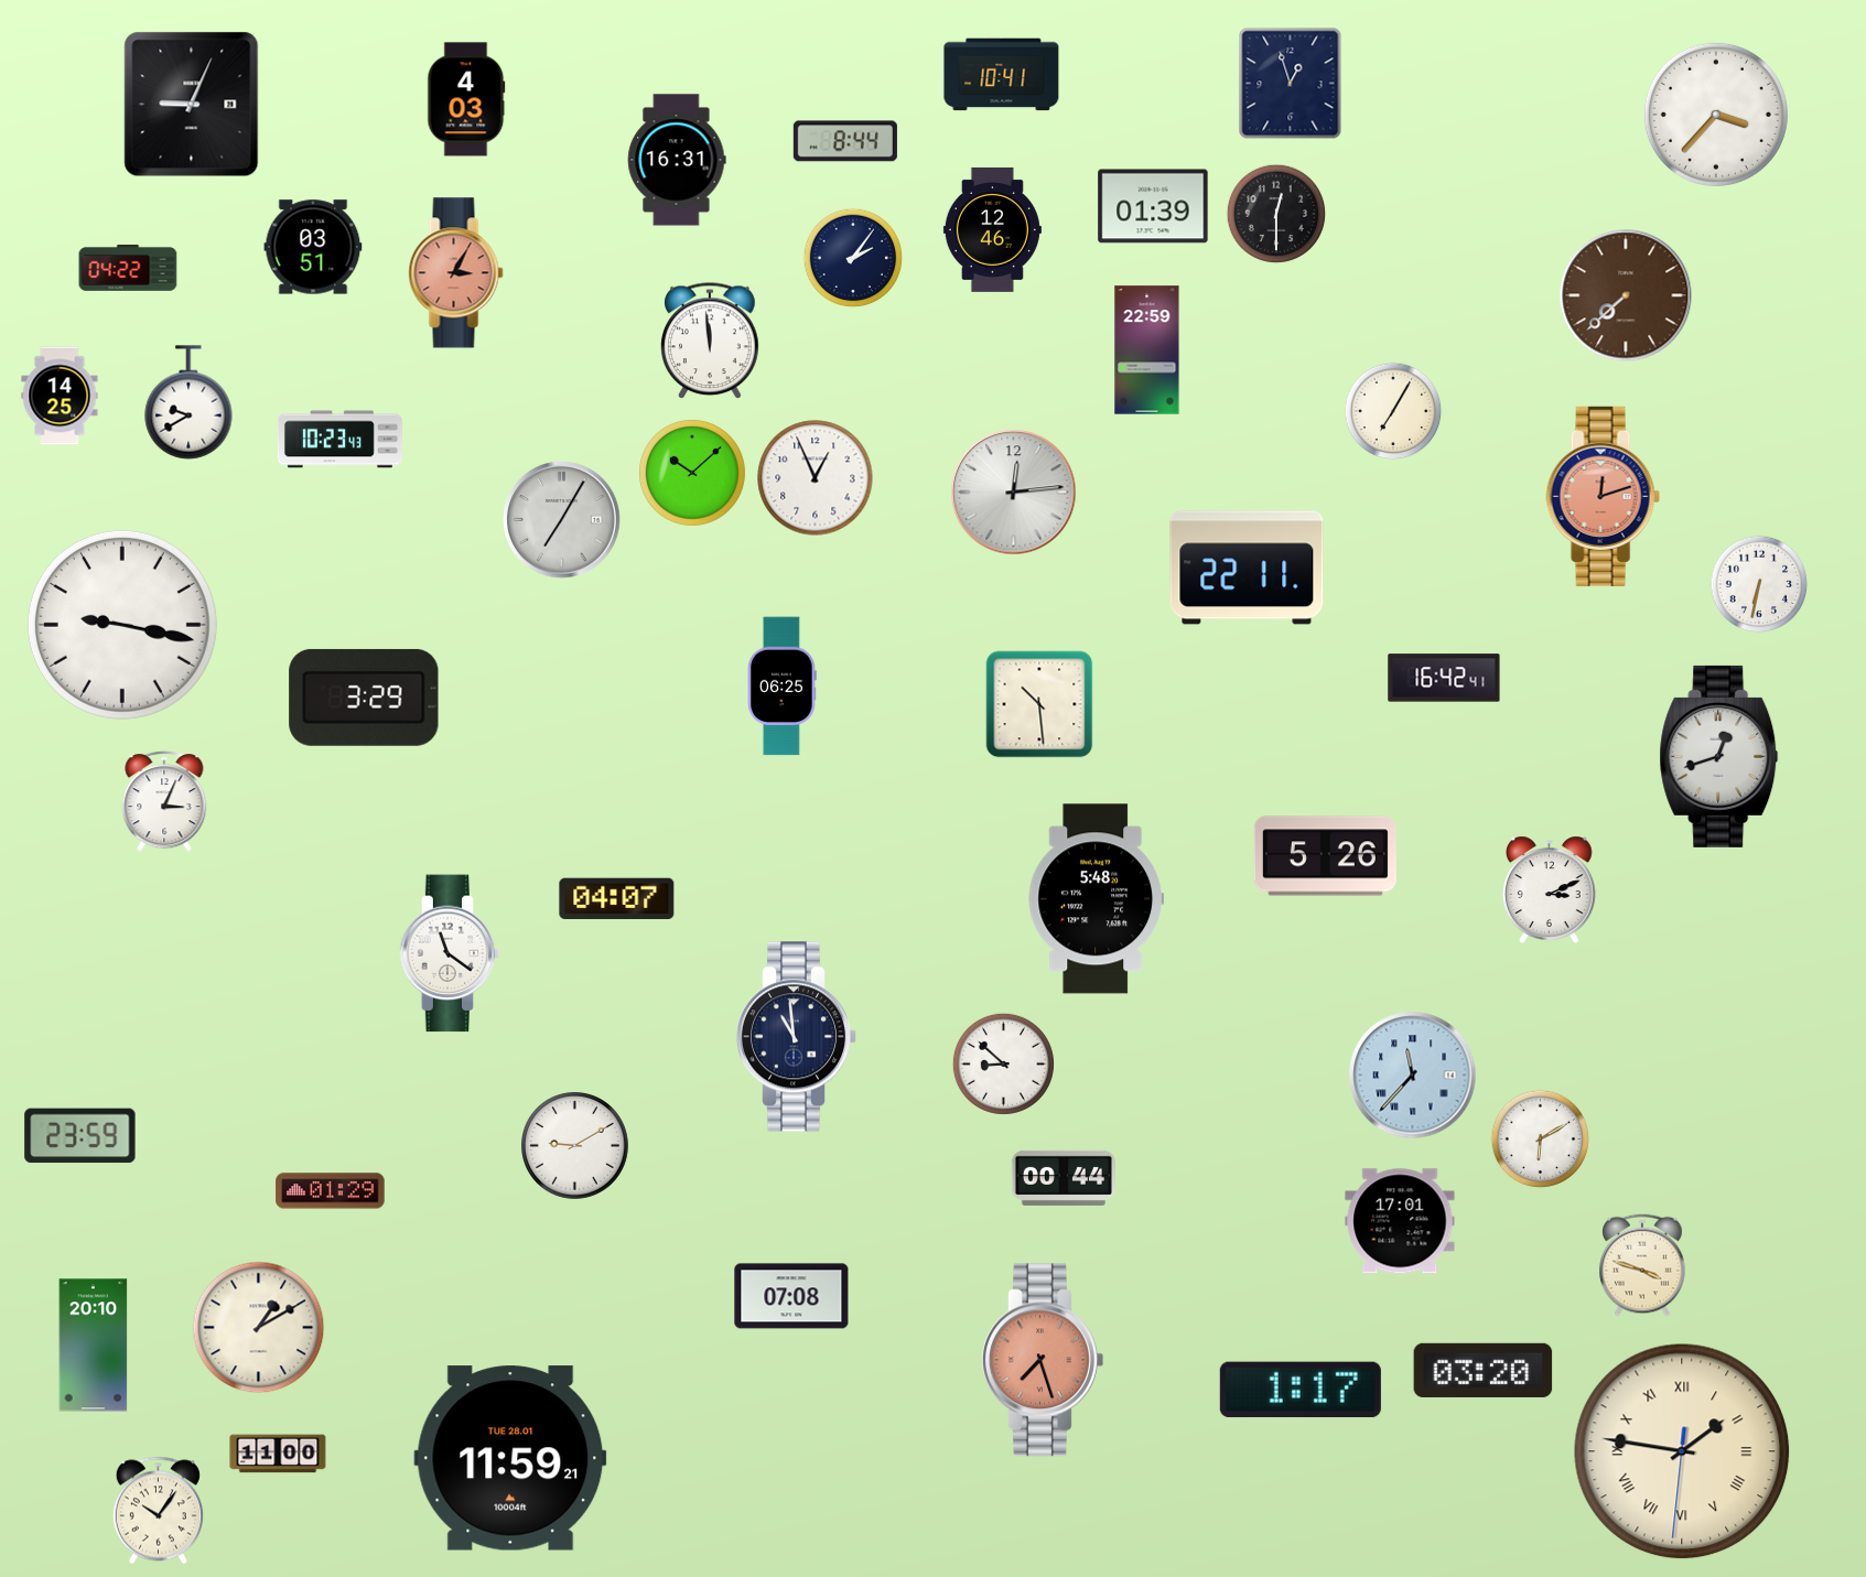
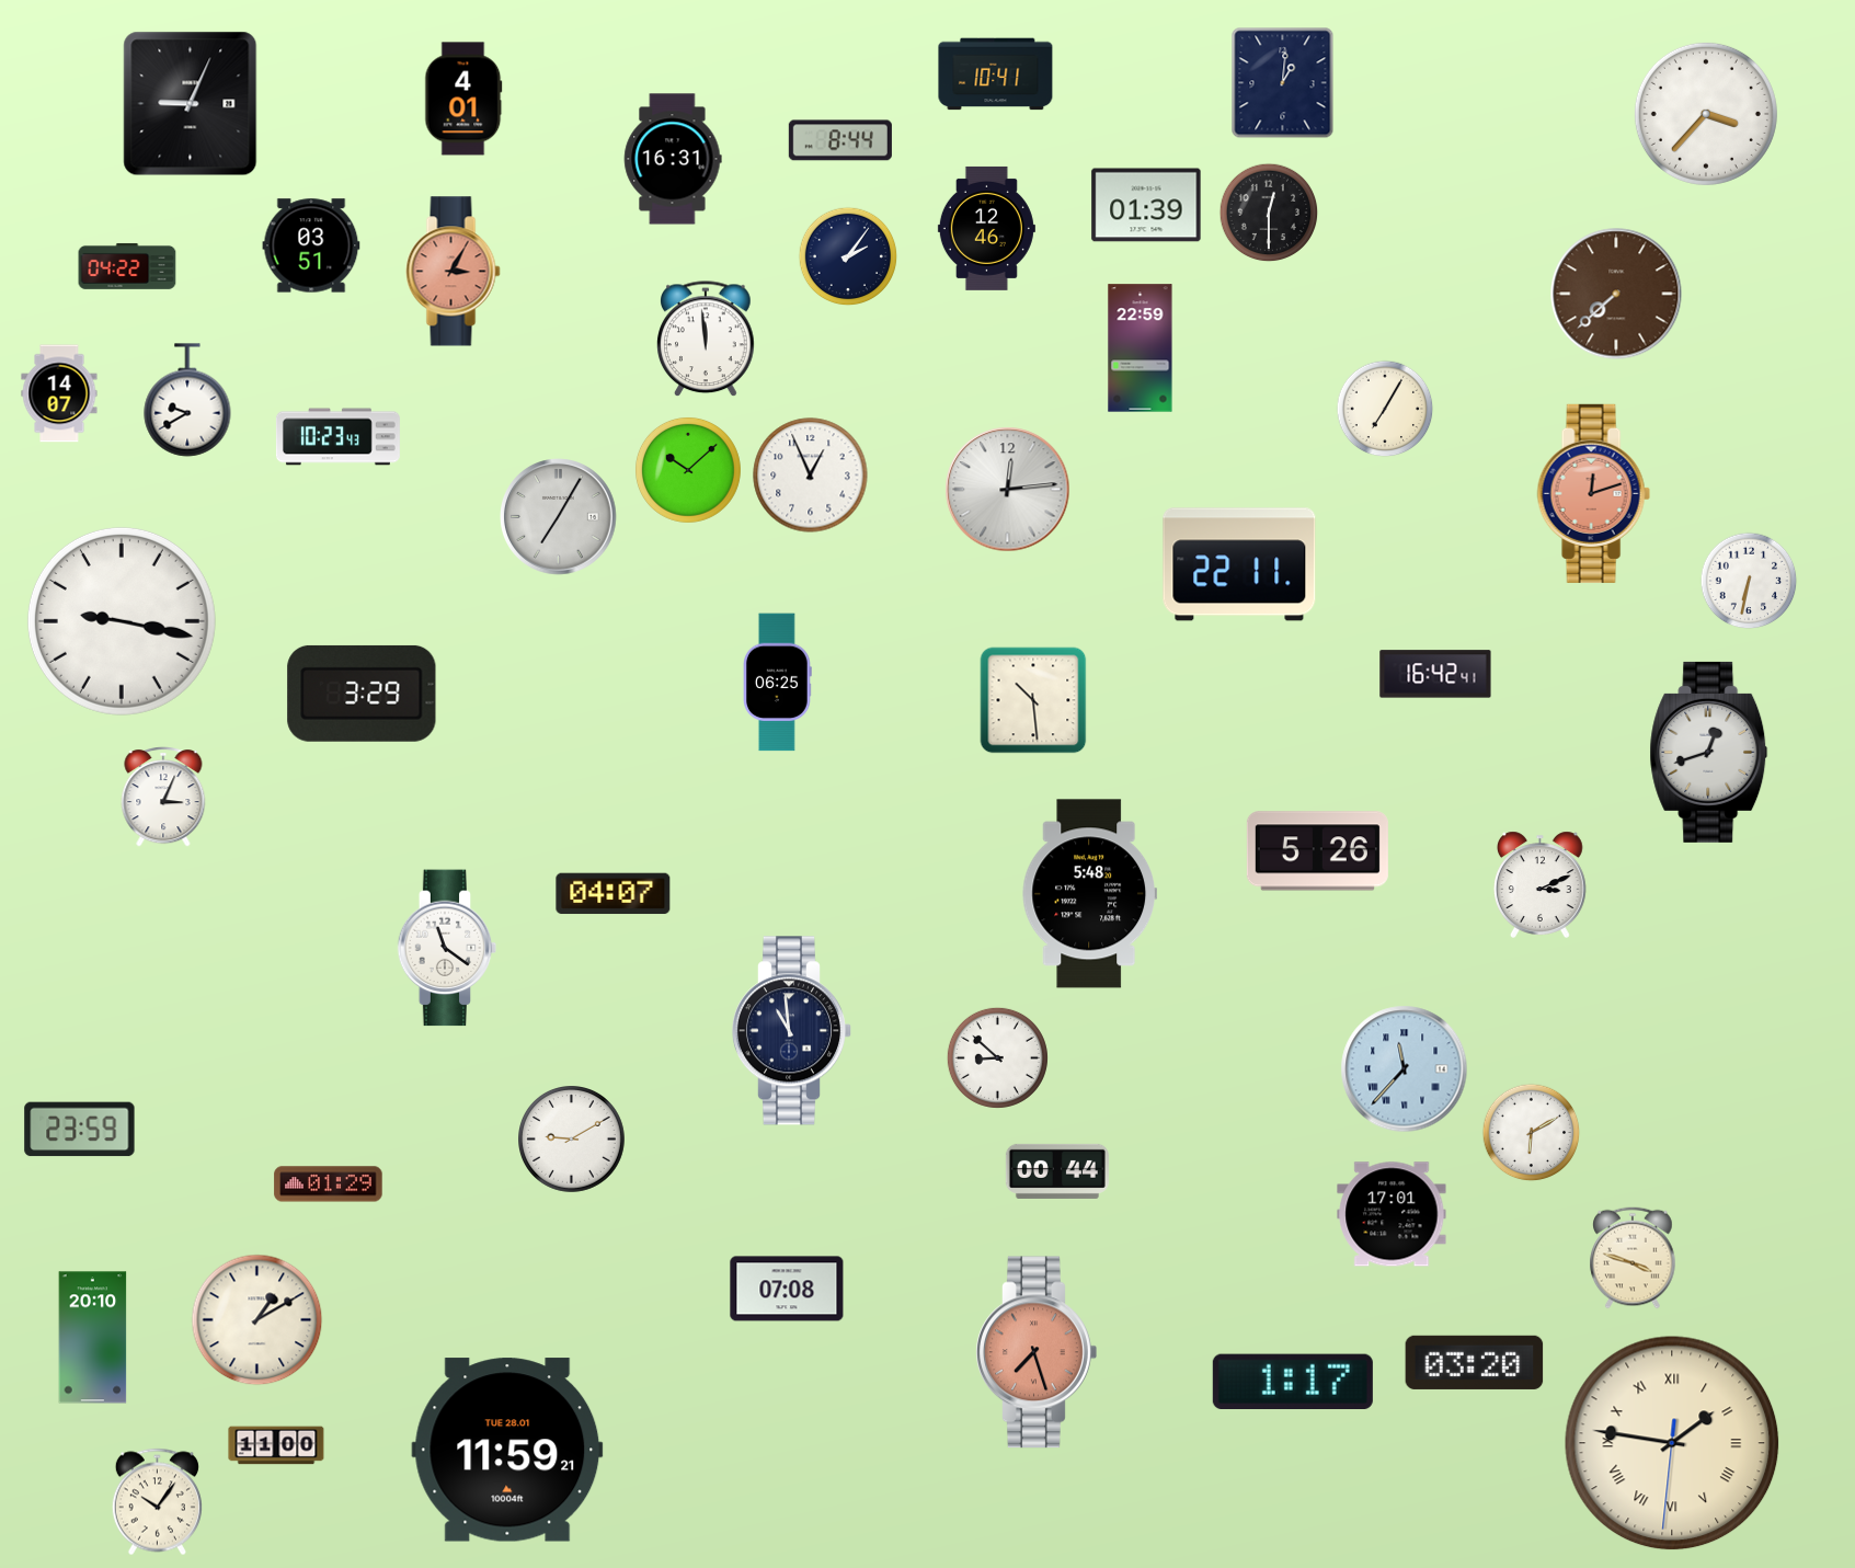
clock at (1291, 84): 12:57 -> 1:01
clock at (466, 99): 4:03 -> 4:01
clock at (60, 396): 14:25 -> 14:07
